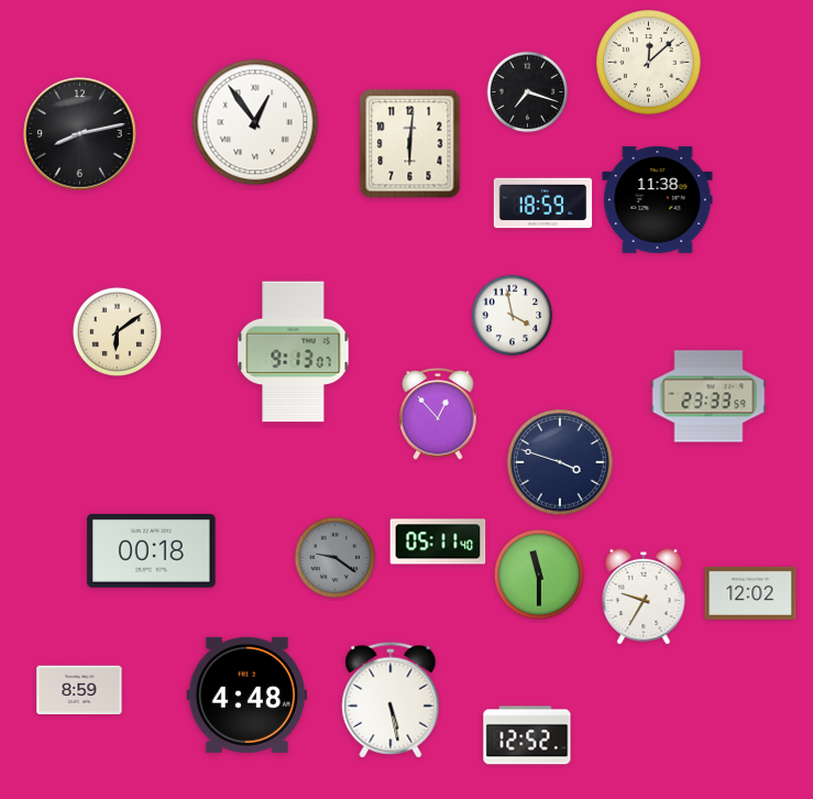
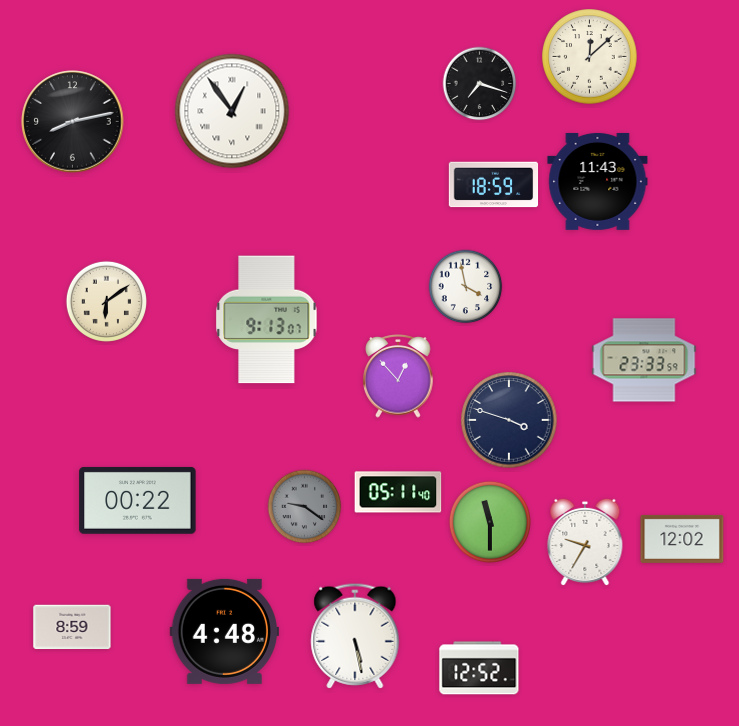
clock at (410, 144): 6:01 -> none
clock at (658, 199): 11:38 -> 11:43
clock at (152, 550): 00:18 -> 00:22
